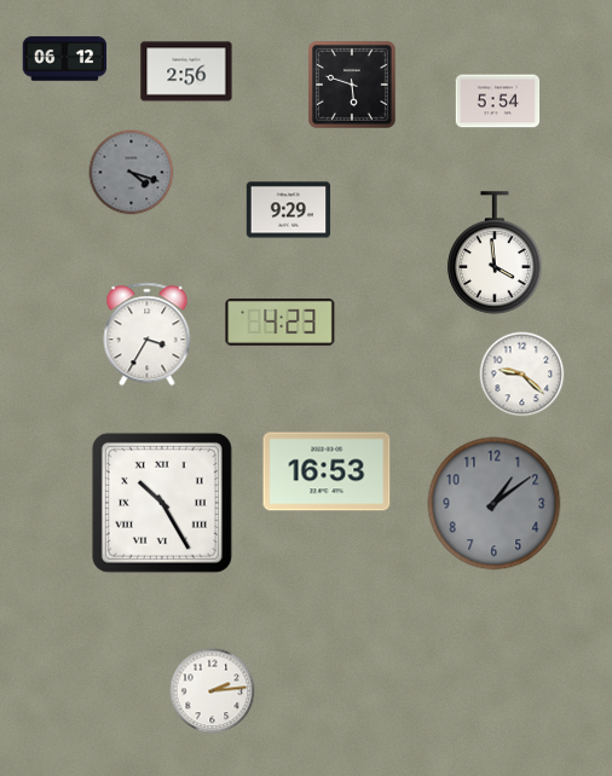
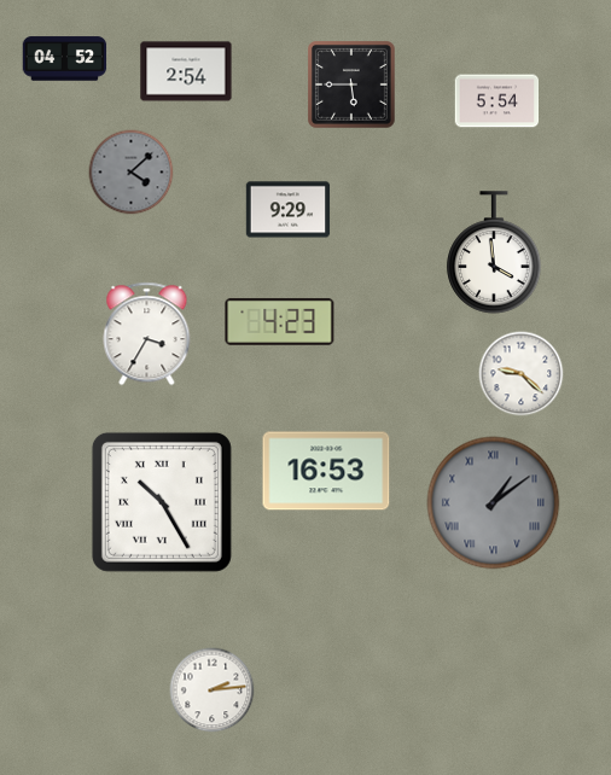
clock at (65, 59): 06:12 -> 04:52
clock at (186, 71): 2:56 -> 2:54
clock at (353, 86): 5:48 -> 5:45
clock at (132, 173): 4:18 -> 4:08
clock at (495, 504) numerals: Arabic -> Roman
